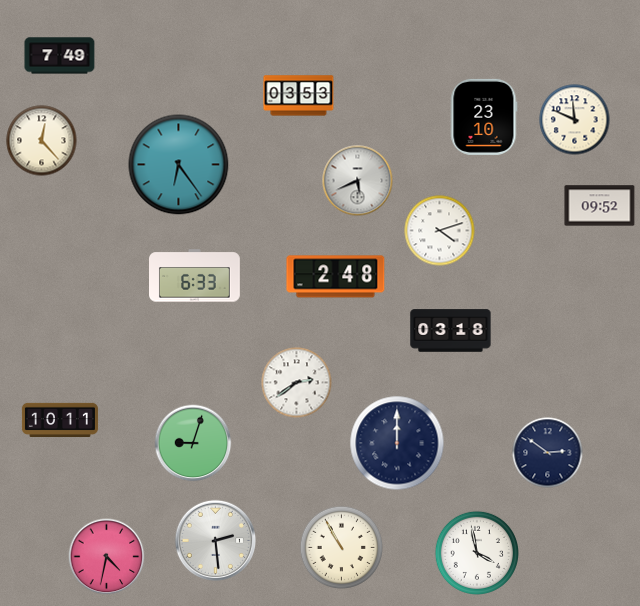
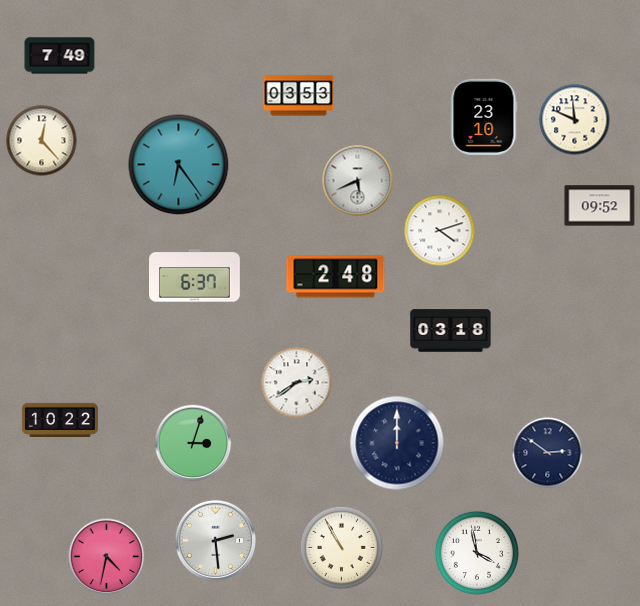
clock at (195, 276): 6:33 -> 6:37
clock at (60, 419): 10:11 -> 10:22
clock at (193, 443): 9:03 -> 3:03
